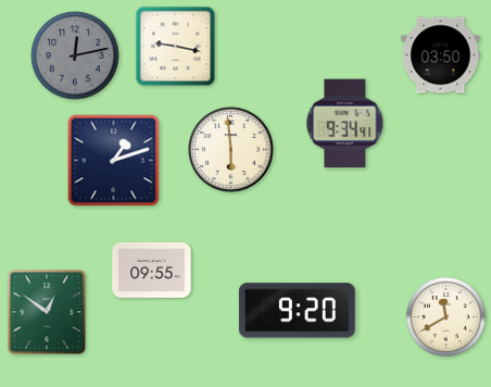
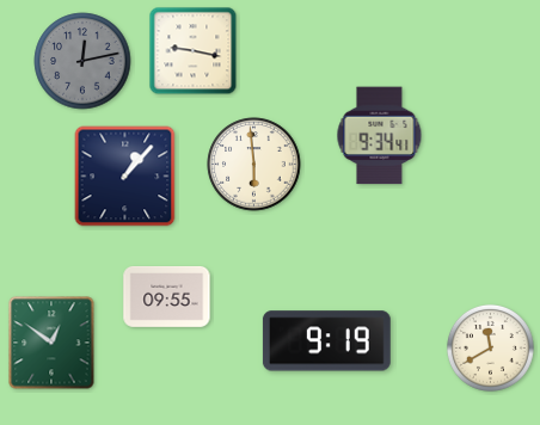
clock at (441, 55): 03:50 -> none
clock at (114, 161): 1:12 -> 1:07
clock at (297, 311): 9:20 -> 9:19
